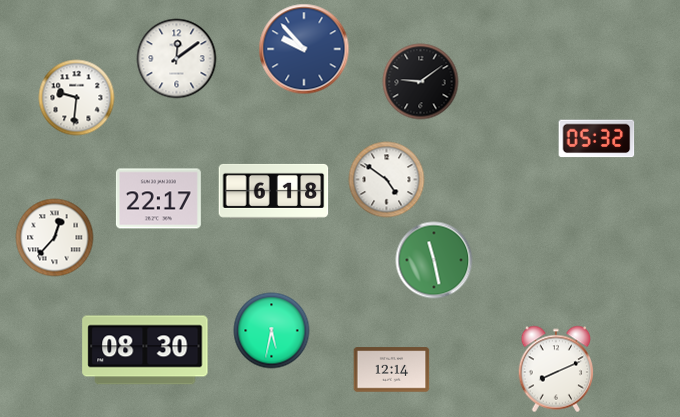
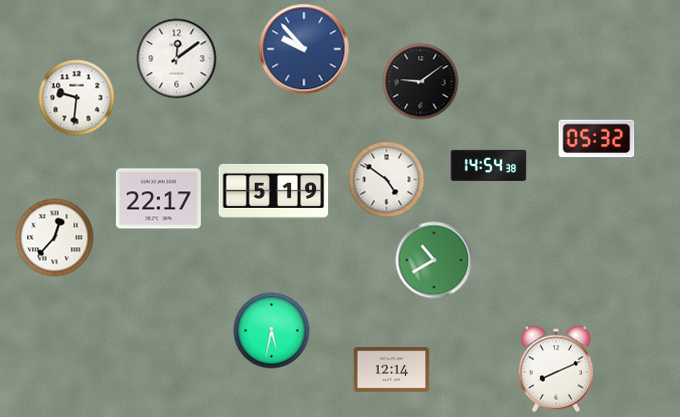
clock at (489, 165): none -> 14:54
clock at (274, 191): 6:18 -> 5:19
clock at (434, 260): 11:28 -> 10:40
clock at (145, 350): 08:30 -> none
